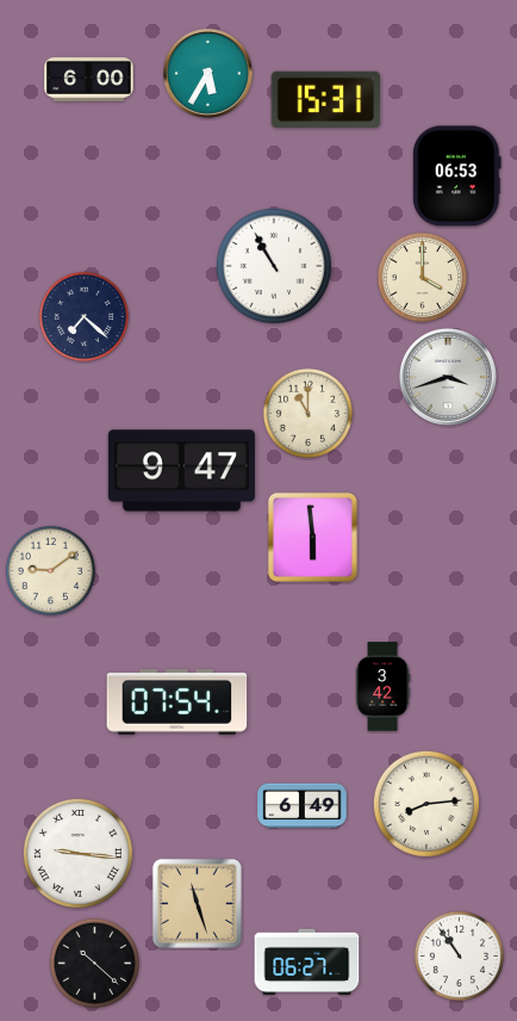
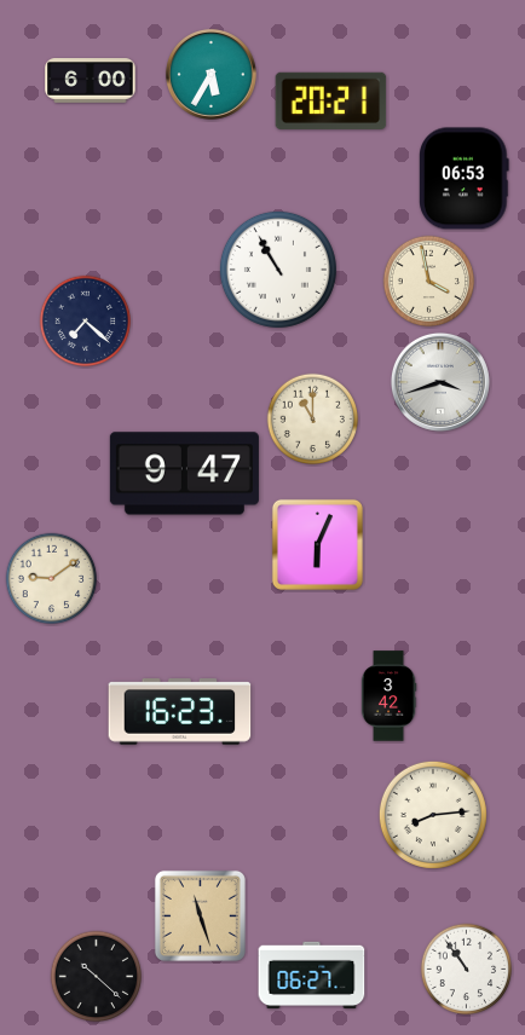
clock at (326, 99): 15:31 -> 20:21
clock at (423, 278): 4:00 -> 3:58
clock at (448, 377) position: (448, 377) -> (440, 382)
clock at (181, 471) position: (181, 471) -> (184, 474)
clock at (312, 537): 5:59 -> 6:04
clock at (177, 703): 07:54 -> 16:23
clock at (303, 806): 6:49 -> none
clock at (77, 853): 9:16 -> none
